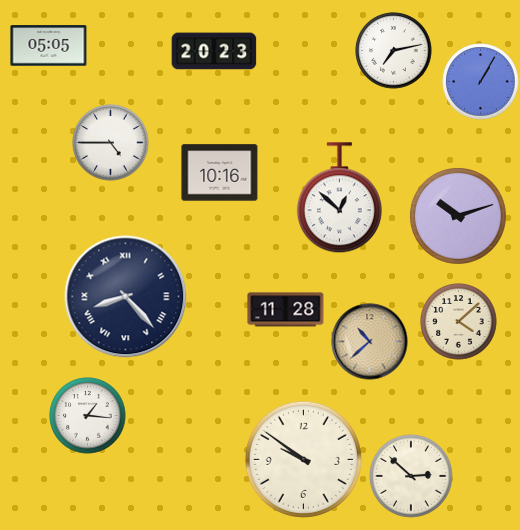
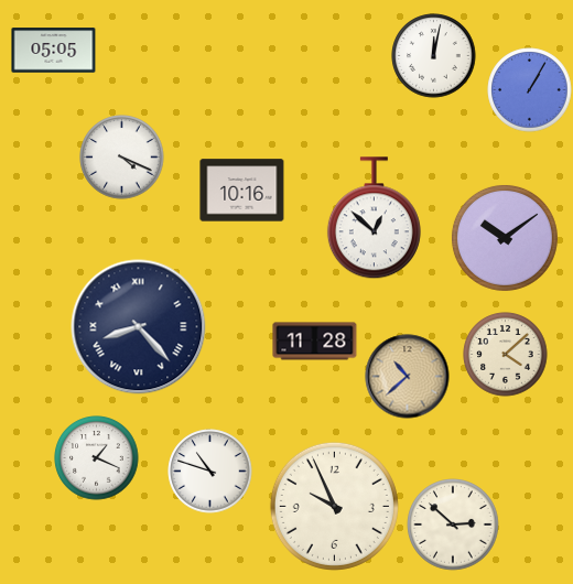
clock at (214, 51): 20:23 -> none
clock at (394, 51): 7:13 -> 12:02
clock at (111, 143): 4:45 -> 4:19
clock at (458, 216): 10:12 -> 10:09
clock at (88, 416): 1:16 -> 1:19
clock at (210, 472): none -> 10:48
clock at (303, 459): 9:51 -> 9:56
